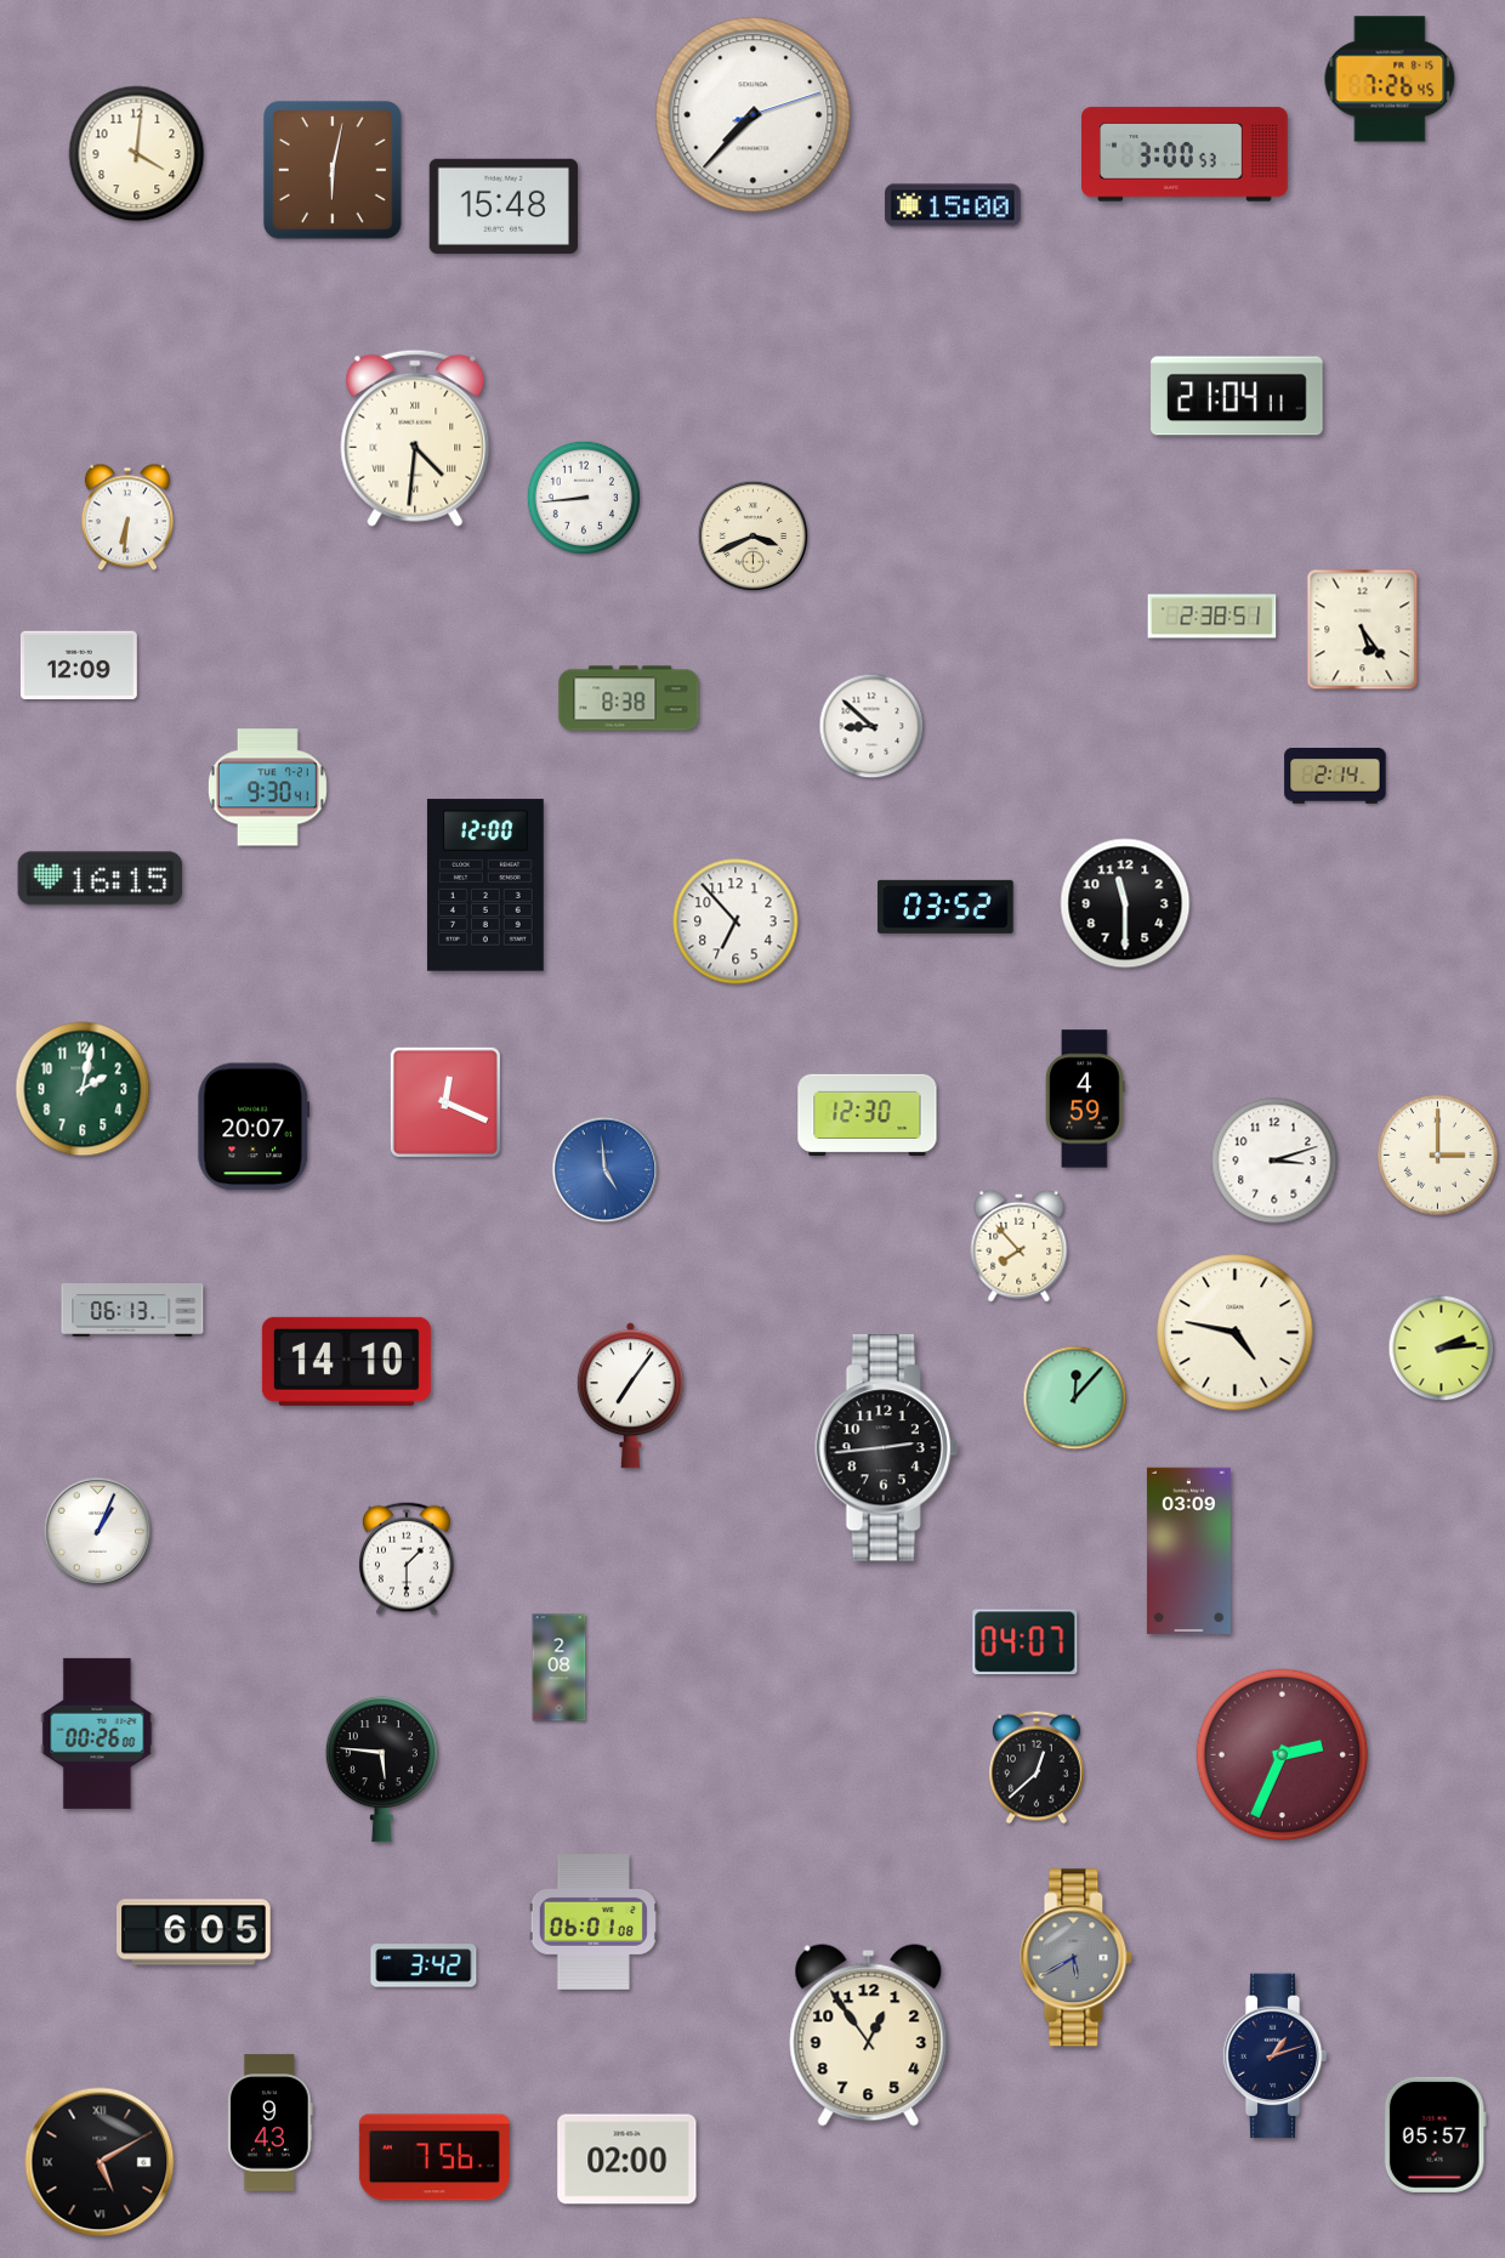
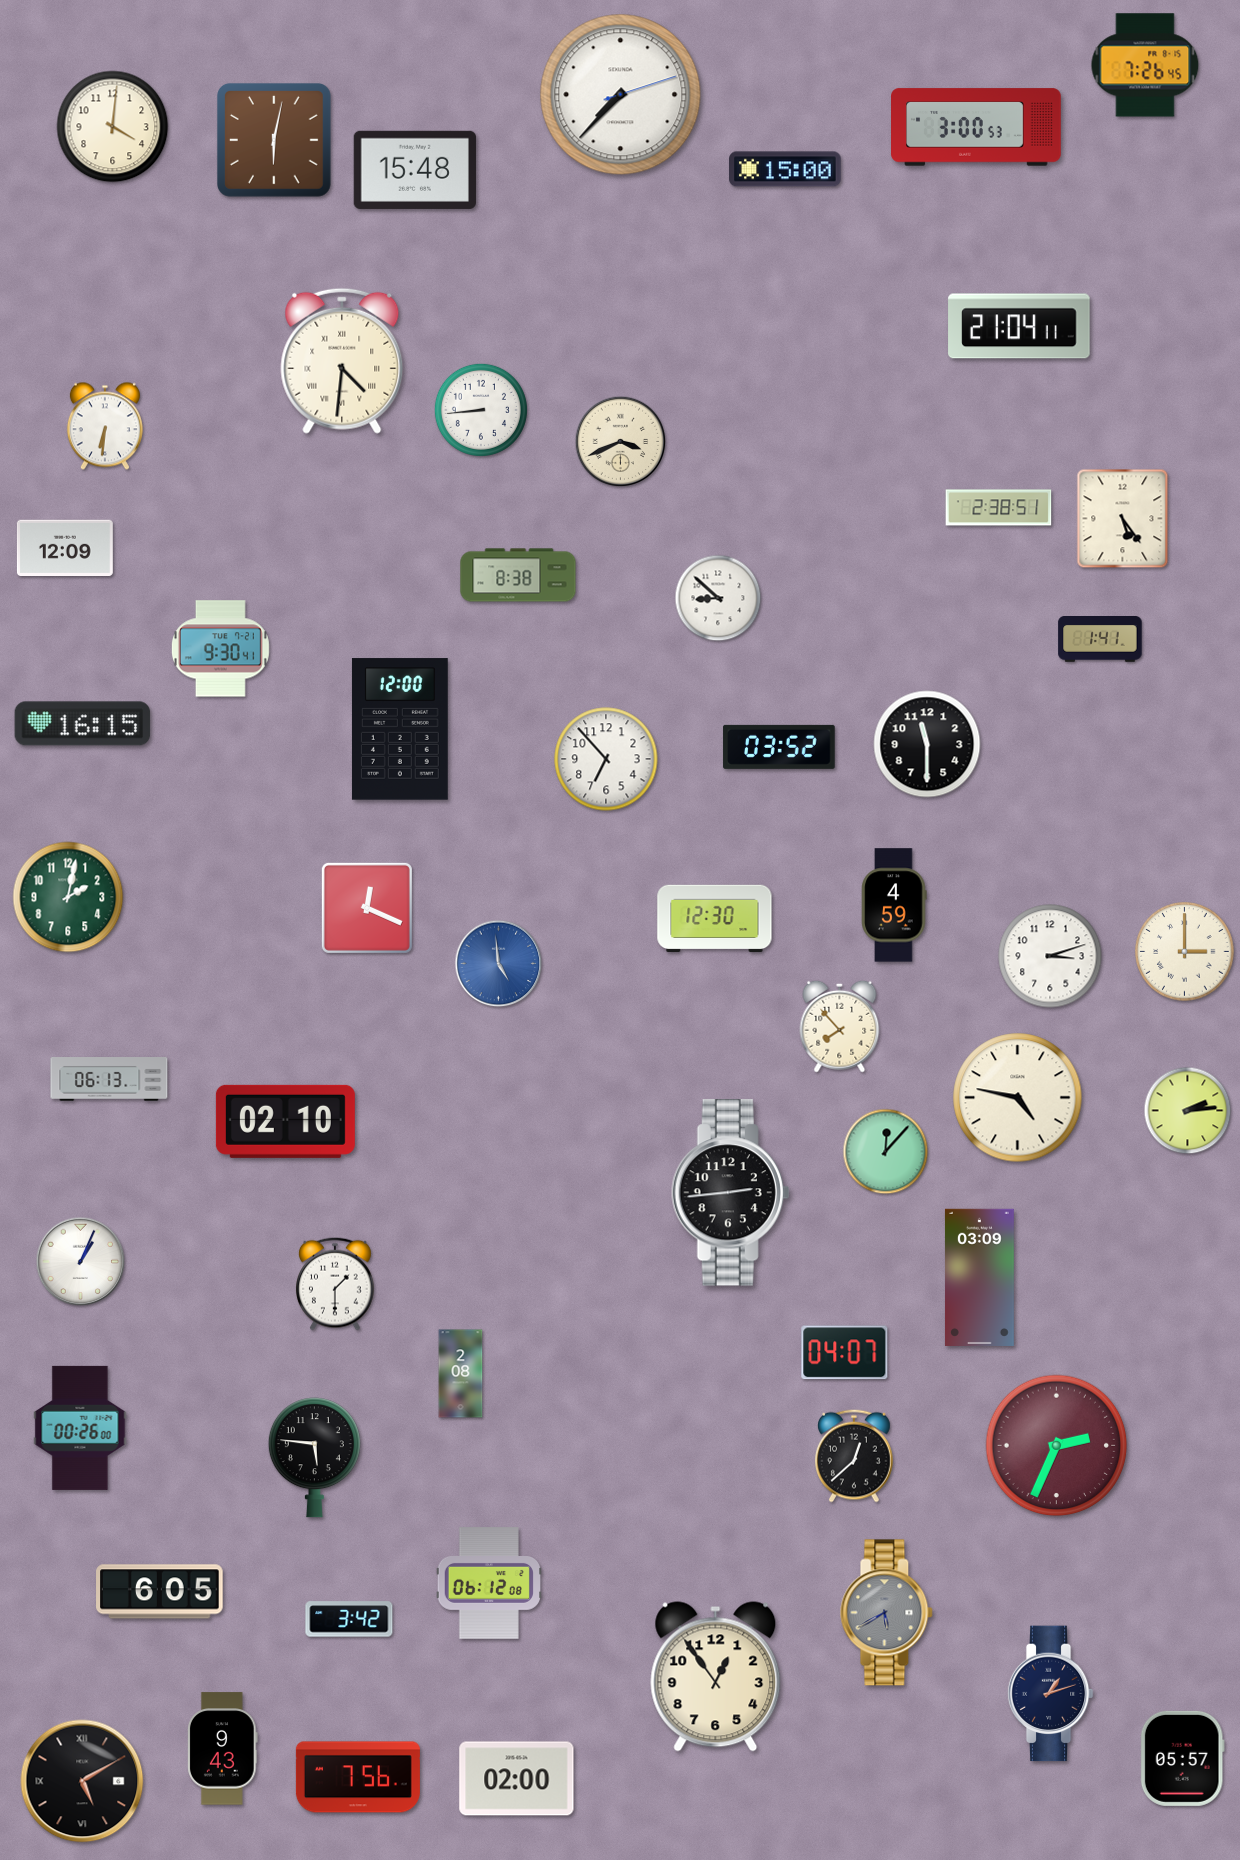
clock at (1335, 777): 2:14 -> 1:41
clock at (254, 1127): 20:07 -> none
clock at (346, 1361): 14:10 -> 02:10
clock at (630, 1396): 7:06 -> none
clock at (592, 1922): 06:01 -> 06:12
